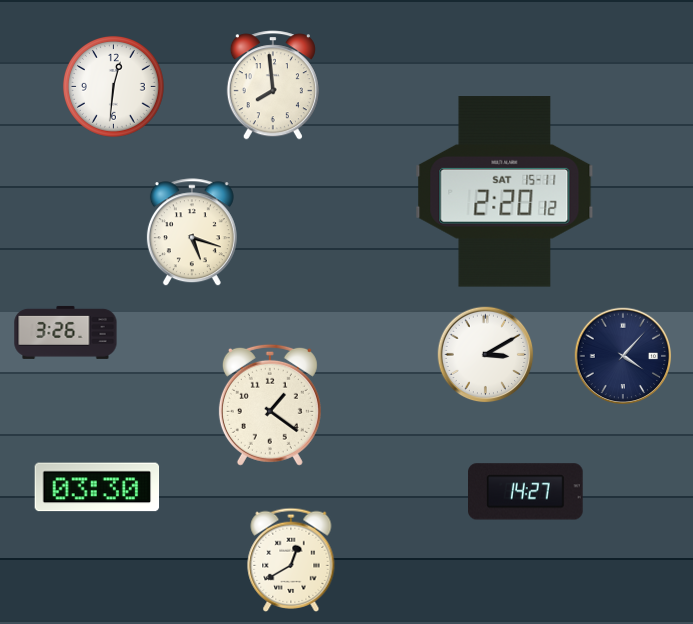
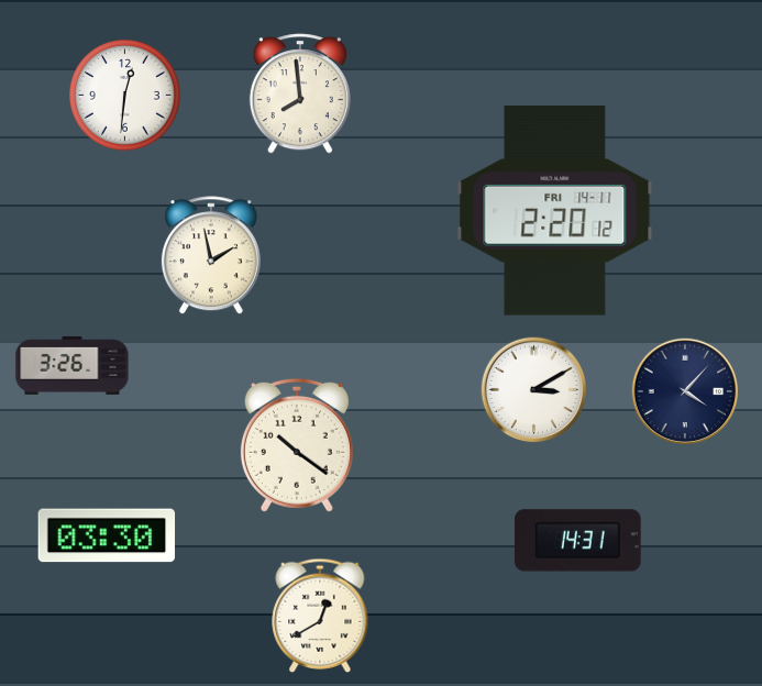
clock at (505, 192) date: SAT 15-11 -> FRI 14-11
clock at (192, 233): 5:18 -> 1:58
clock at (270, 405): 1:21 -> 10:21
clock at (526, 492): 14:27 -> 14:31
